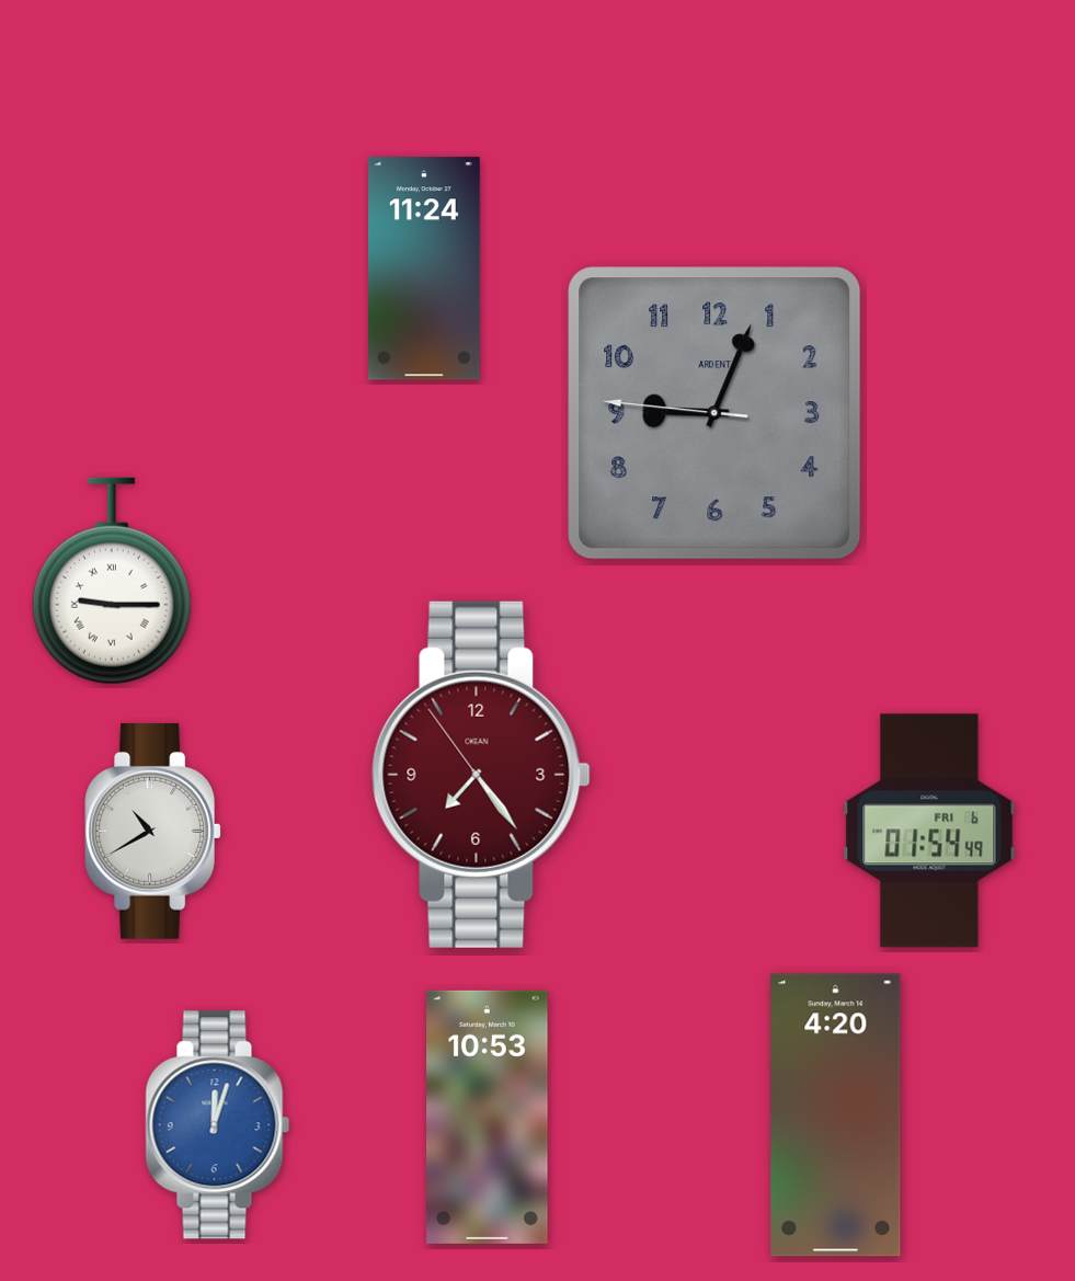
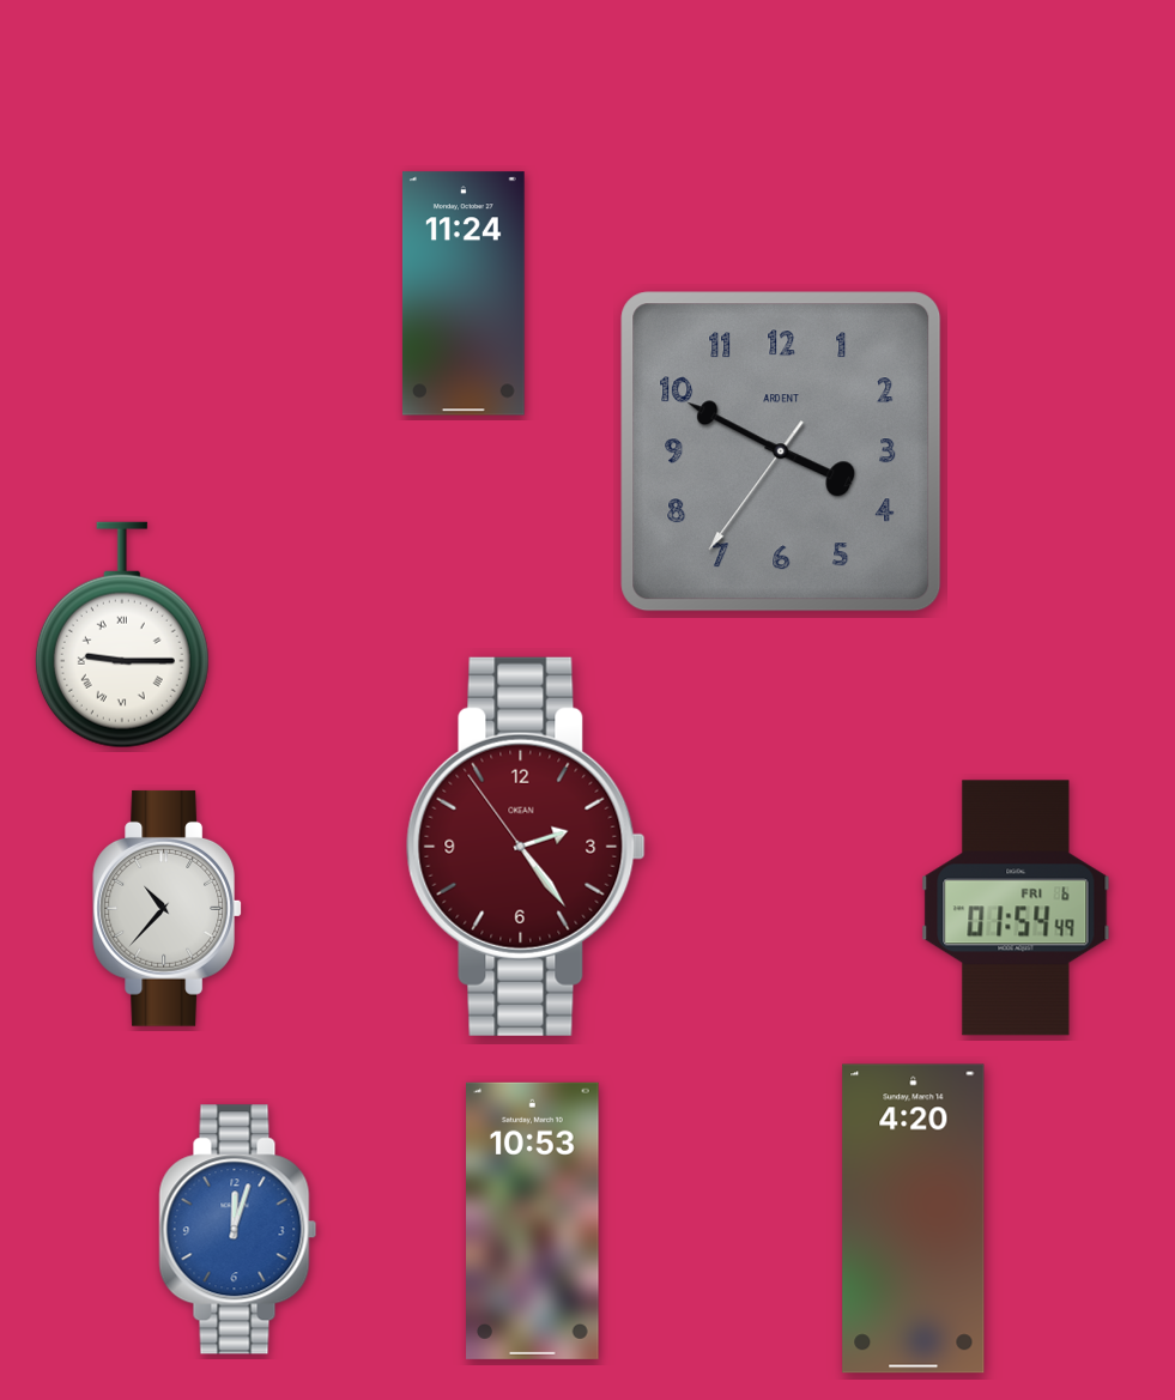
clock at (714, 413): 9:03 -> 3:49
clock at (481, 775): 7:23 -> 2:23
clock at (153, 831): 10:40 -> 10:37
